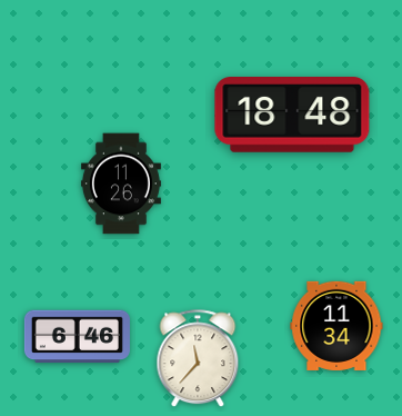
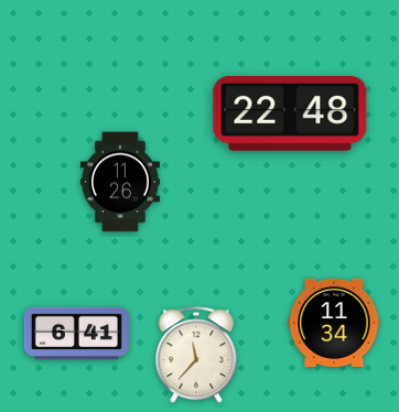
clock at (292, 116): 18:48 -> 22:48
clock at (77, 337): 6:46 -> 6:41
